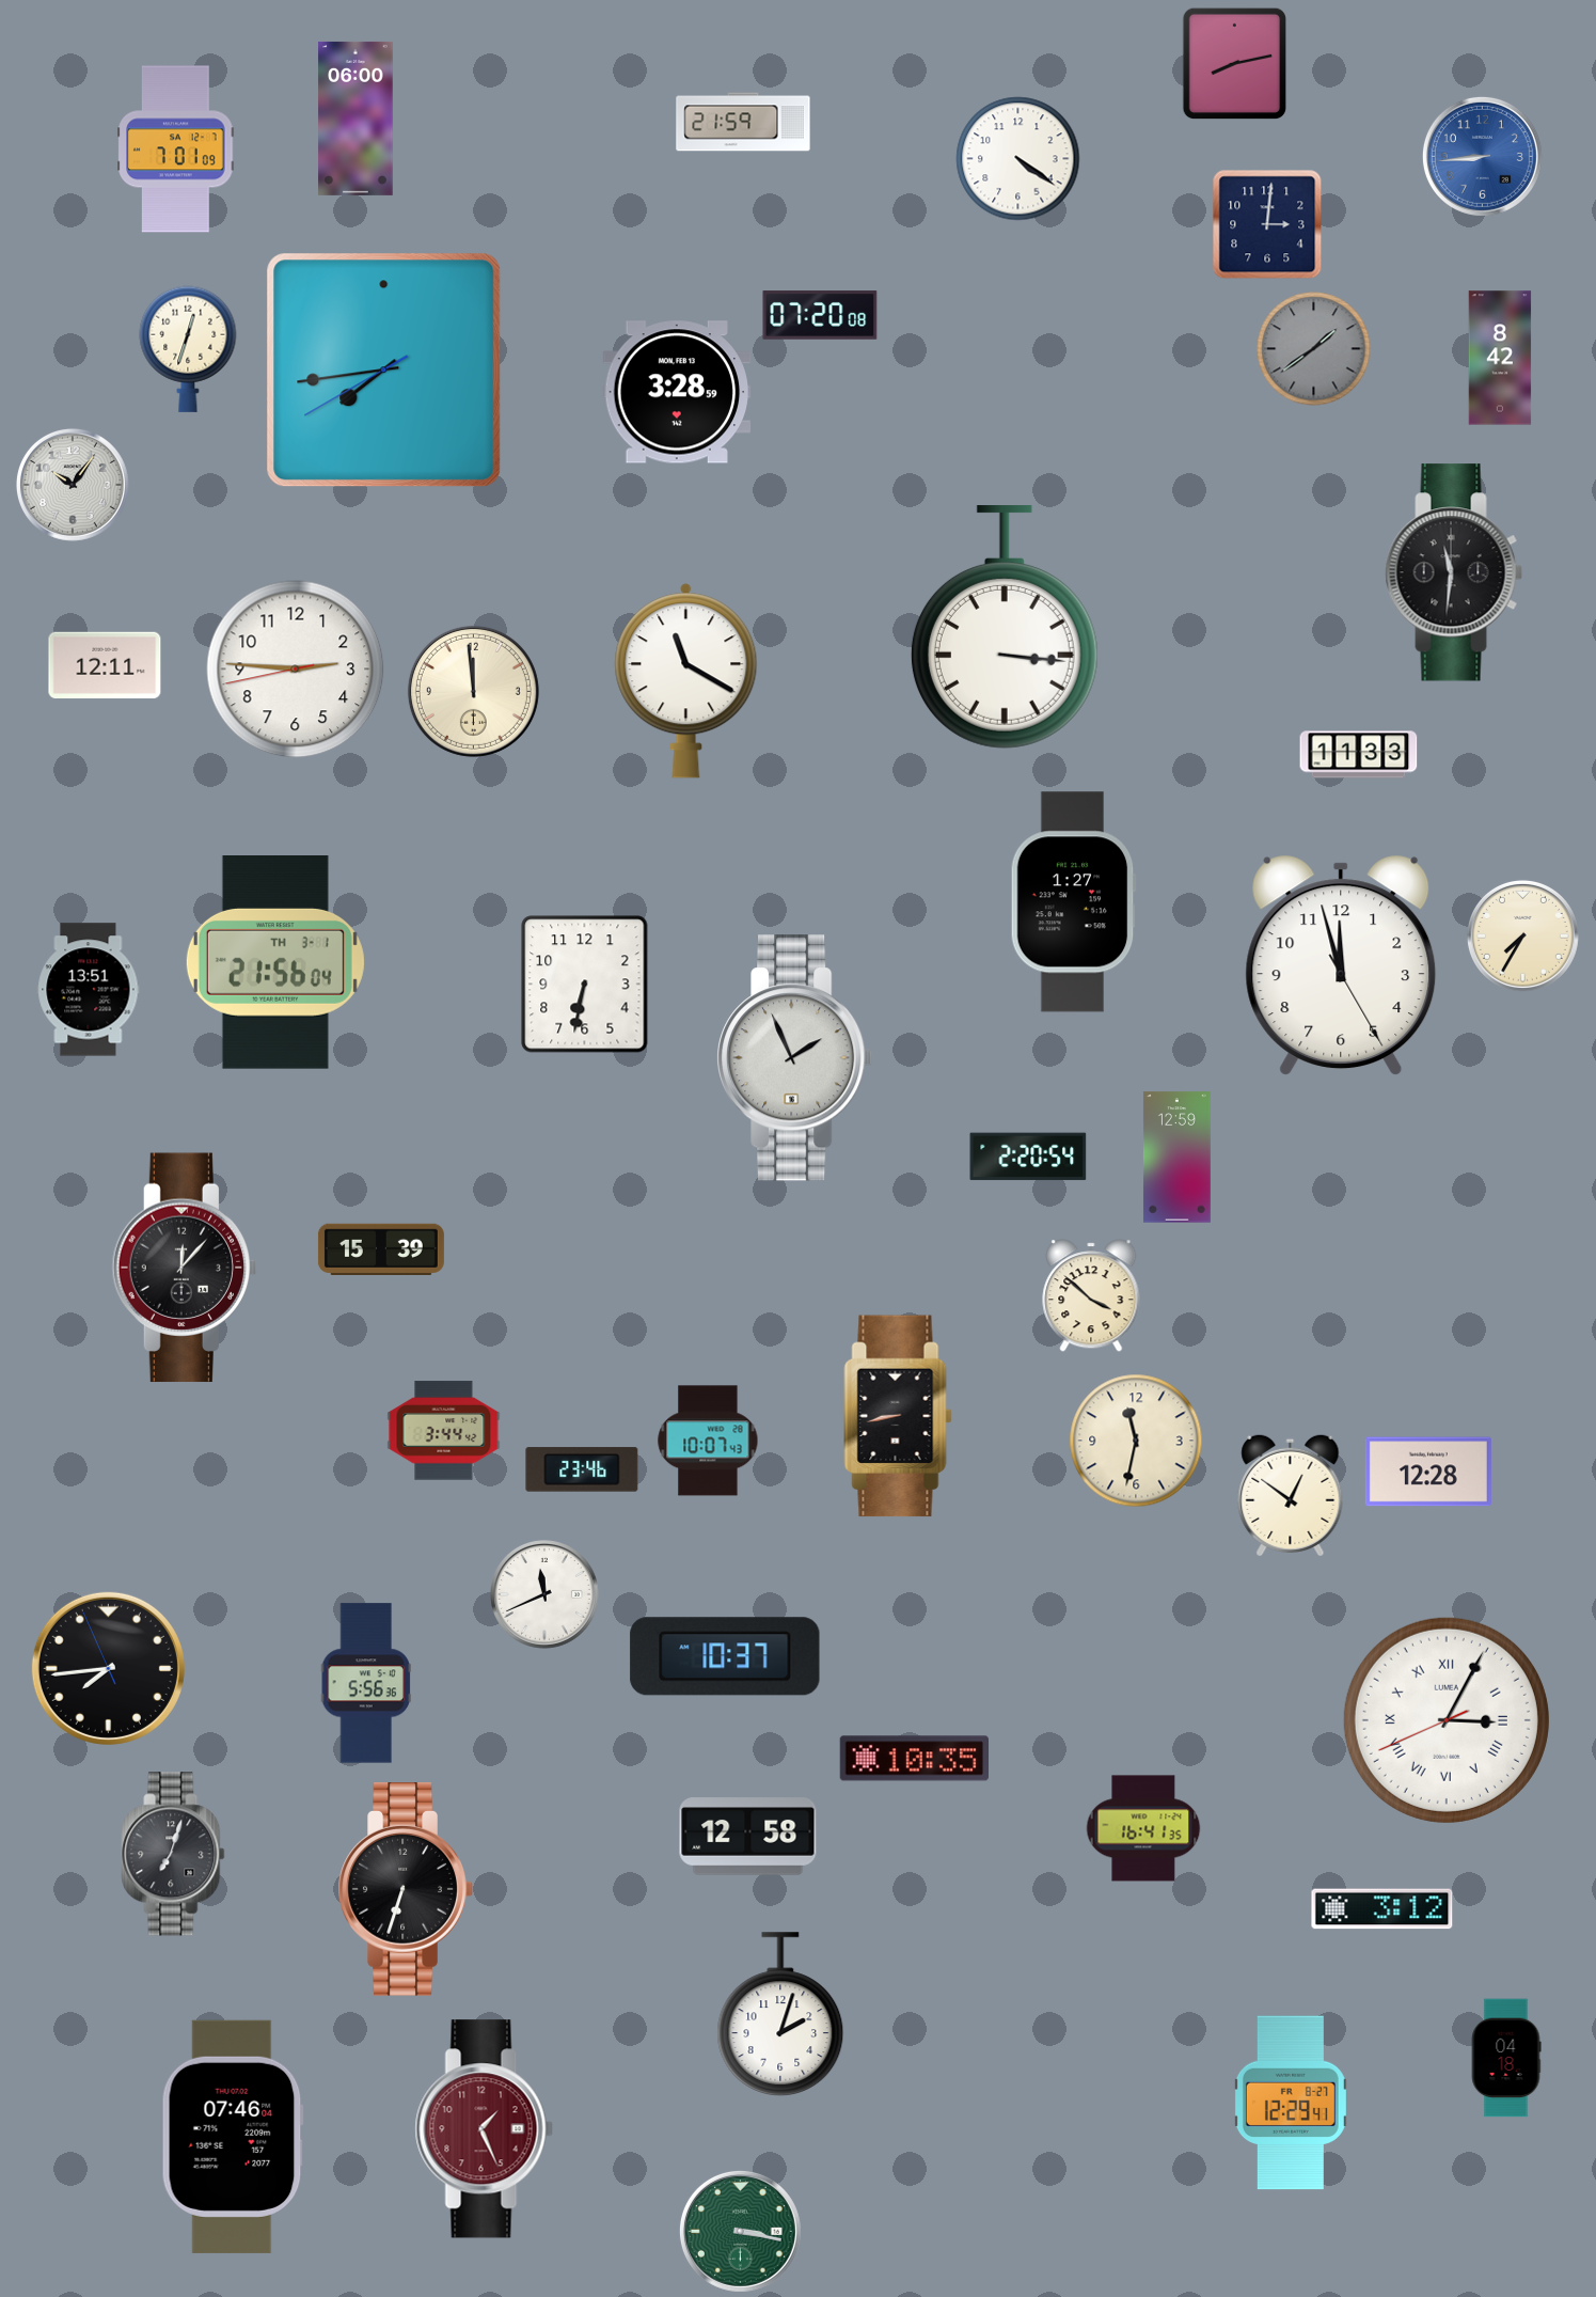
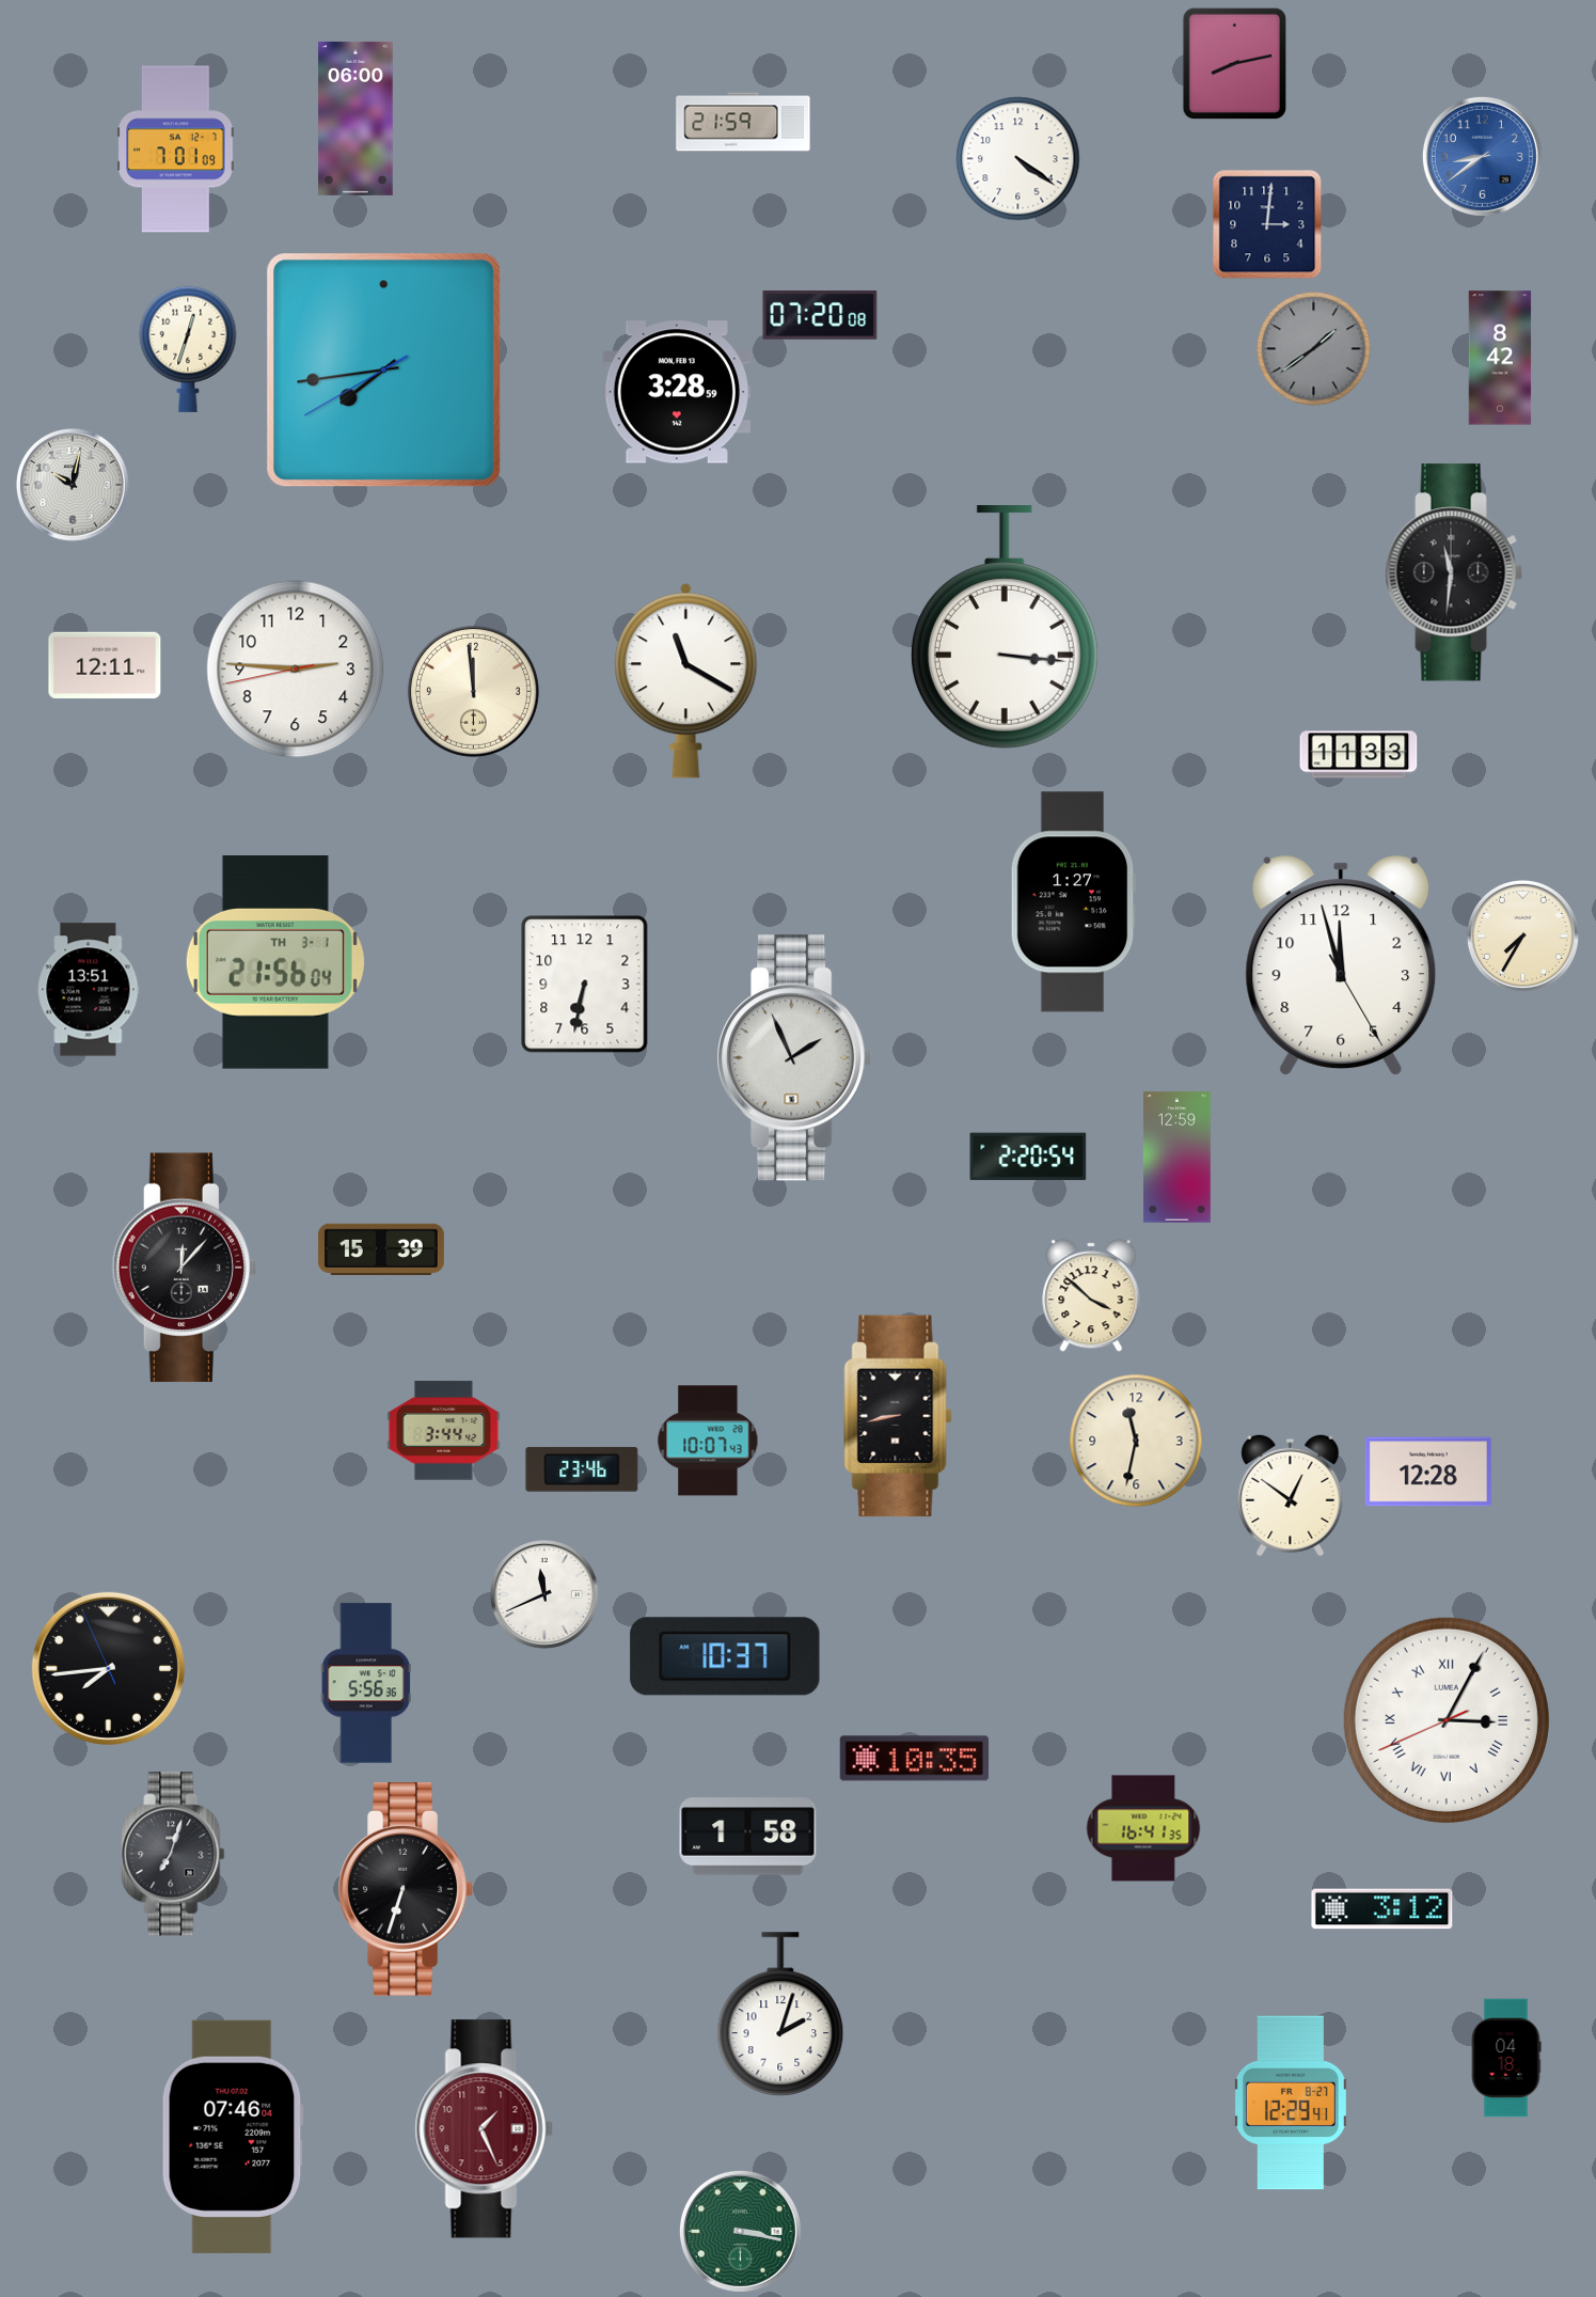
clock at (1482, 156): 8:44 -> 8:39
clock at (73, 485): 10:06 -> 10:02
clock at (748, 1837): 12:58 -> 1:58
